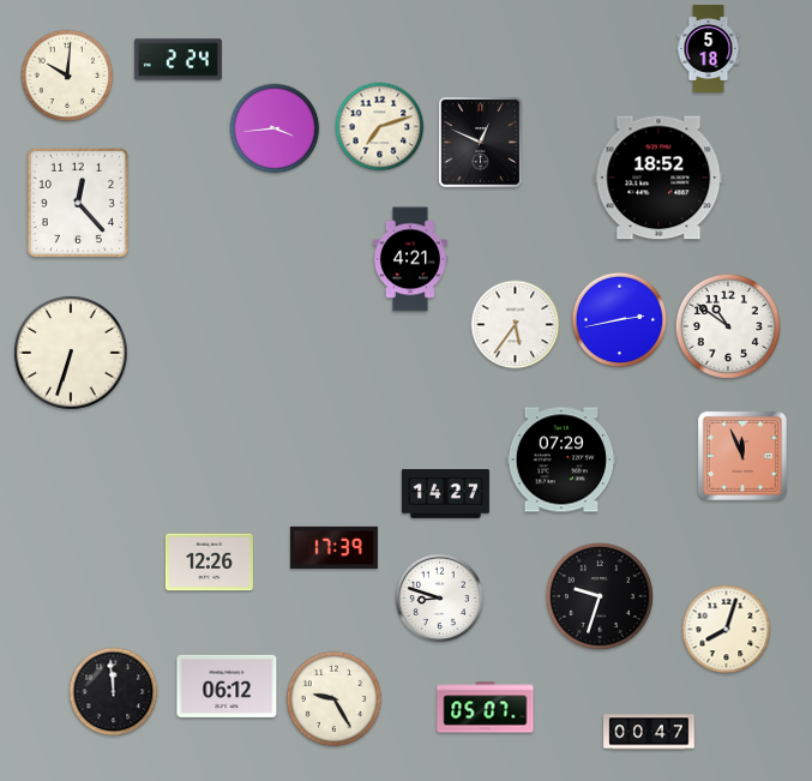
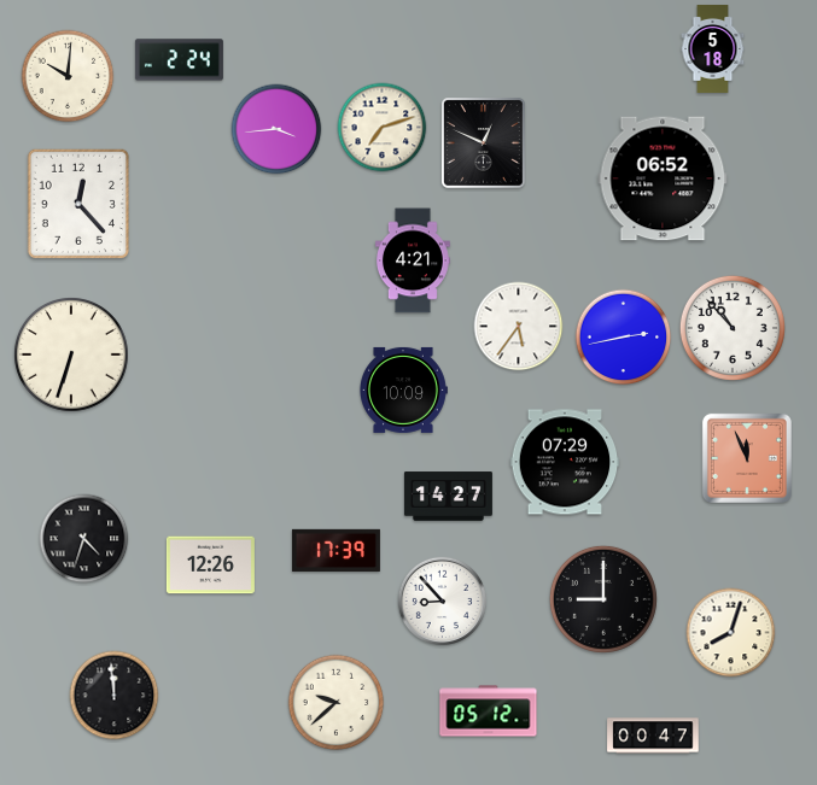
clock at (658, 178): 18:52 -> 06:52
clock at (620, 320) position: (620, 320) -> (624, 338)
clock at (728, 326): 10:51 -> 10:53
clock at (404, 389): none -> 10:09
clock at (84, 539): none -> 4:33
clock at (600, 596): 9:33 -> 9:00
clock at (439, 597): 8:48 -> 8:53
clock at (227, 686): 06:12 -> none
clock at (335, 699): 9:25 -> 9:38
clock at (486, 708): 05:07 -> 05:12
